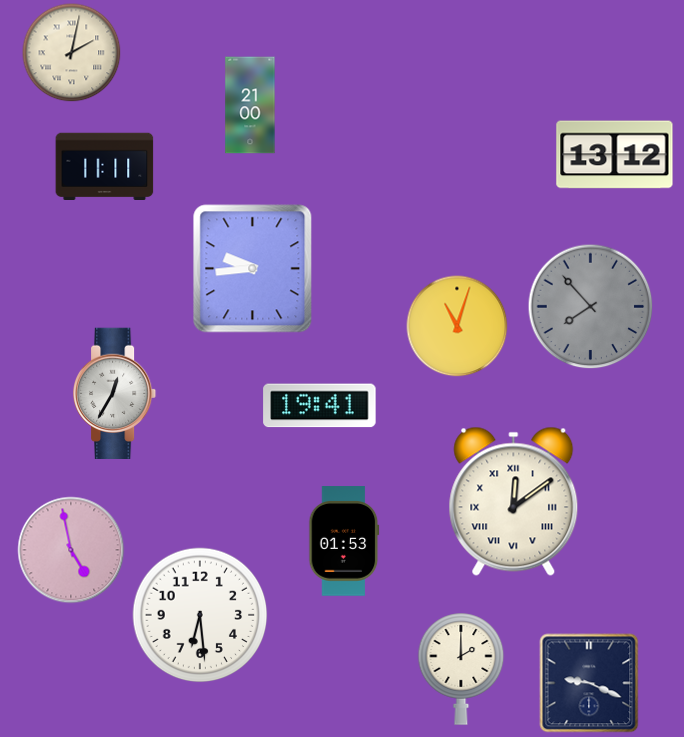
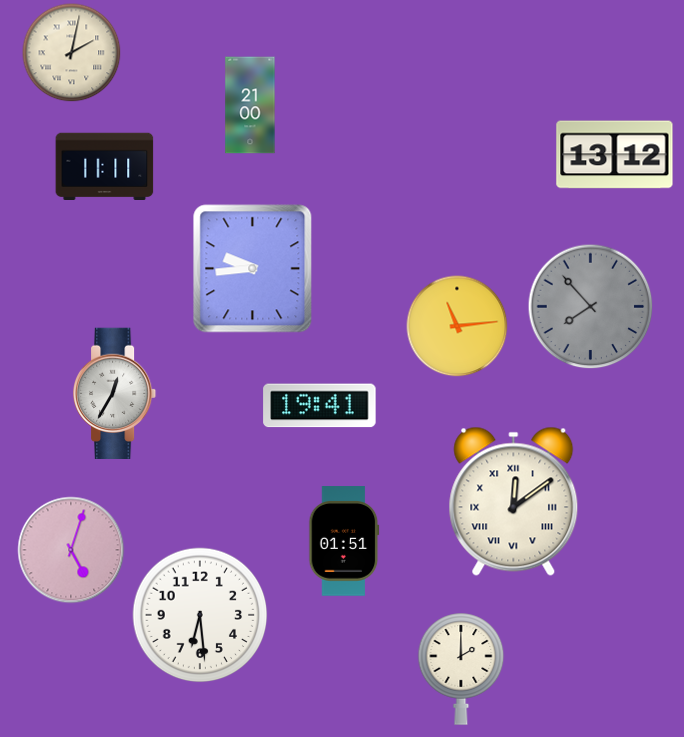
clock at (457, 326): 11:03 -> 11:14
clock at (344, 541): 01:53 -> 01:51
clock at (71, 550): 4:58 -> 5:03
clock at (589, 683): 9:19 -> none
